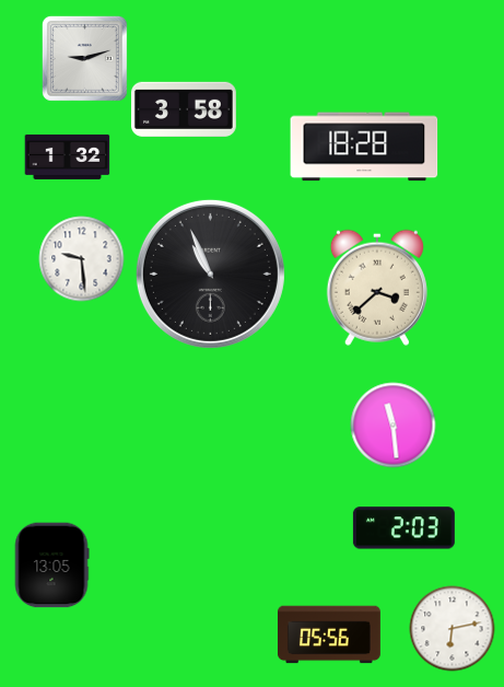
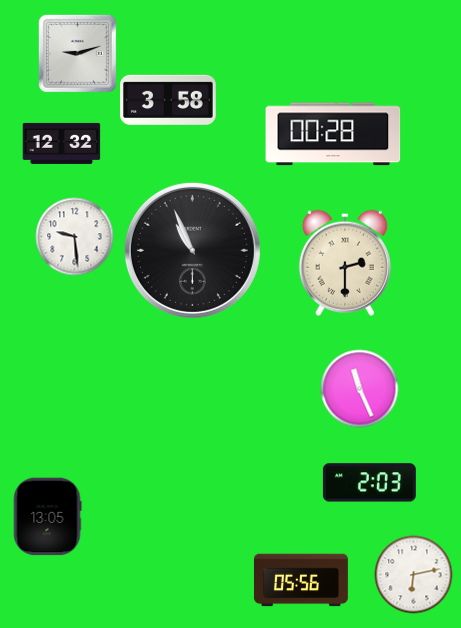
clock at (364, 147): 18:28 -> 00:28
clock at (67, 156): 1:32 -> 12:32
clock at (377, 288): 3:38 -> 2:30
clock at (392, 424): 11:29 -> 11:26
